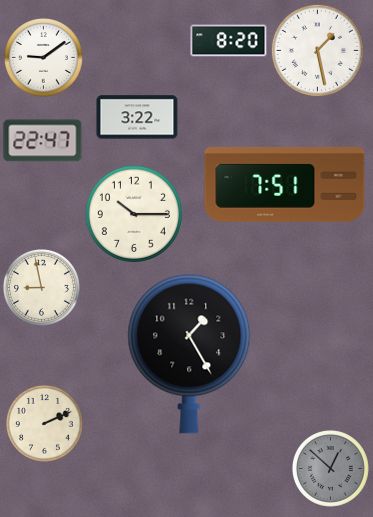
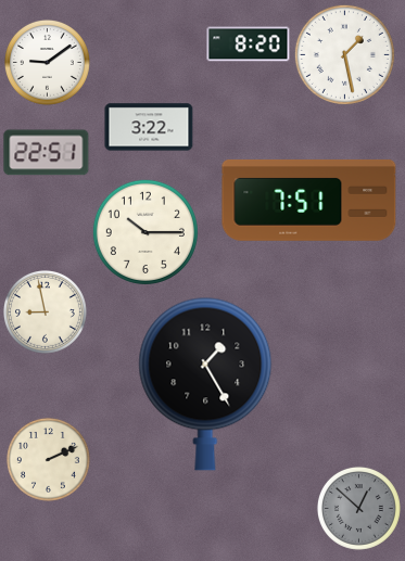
clock at (43, 141): 22:47 -> 22:51
